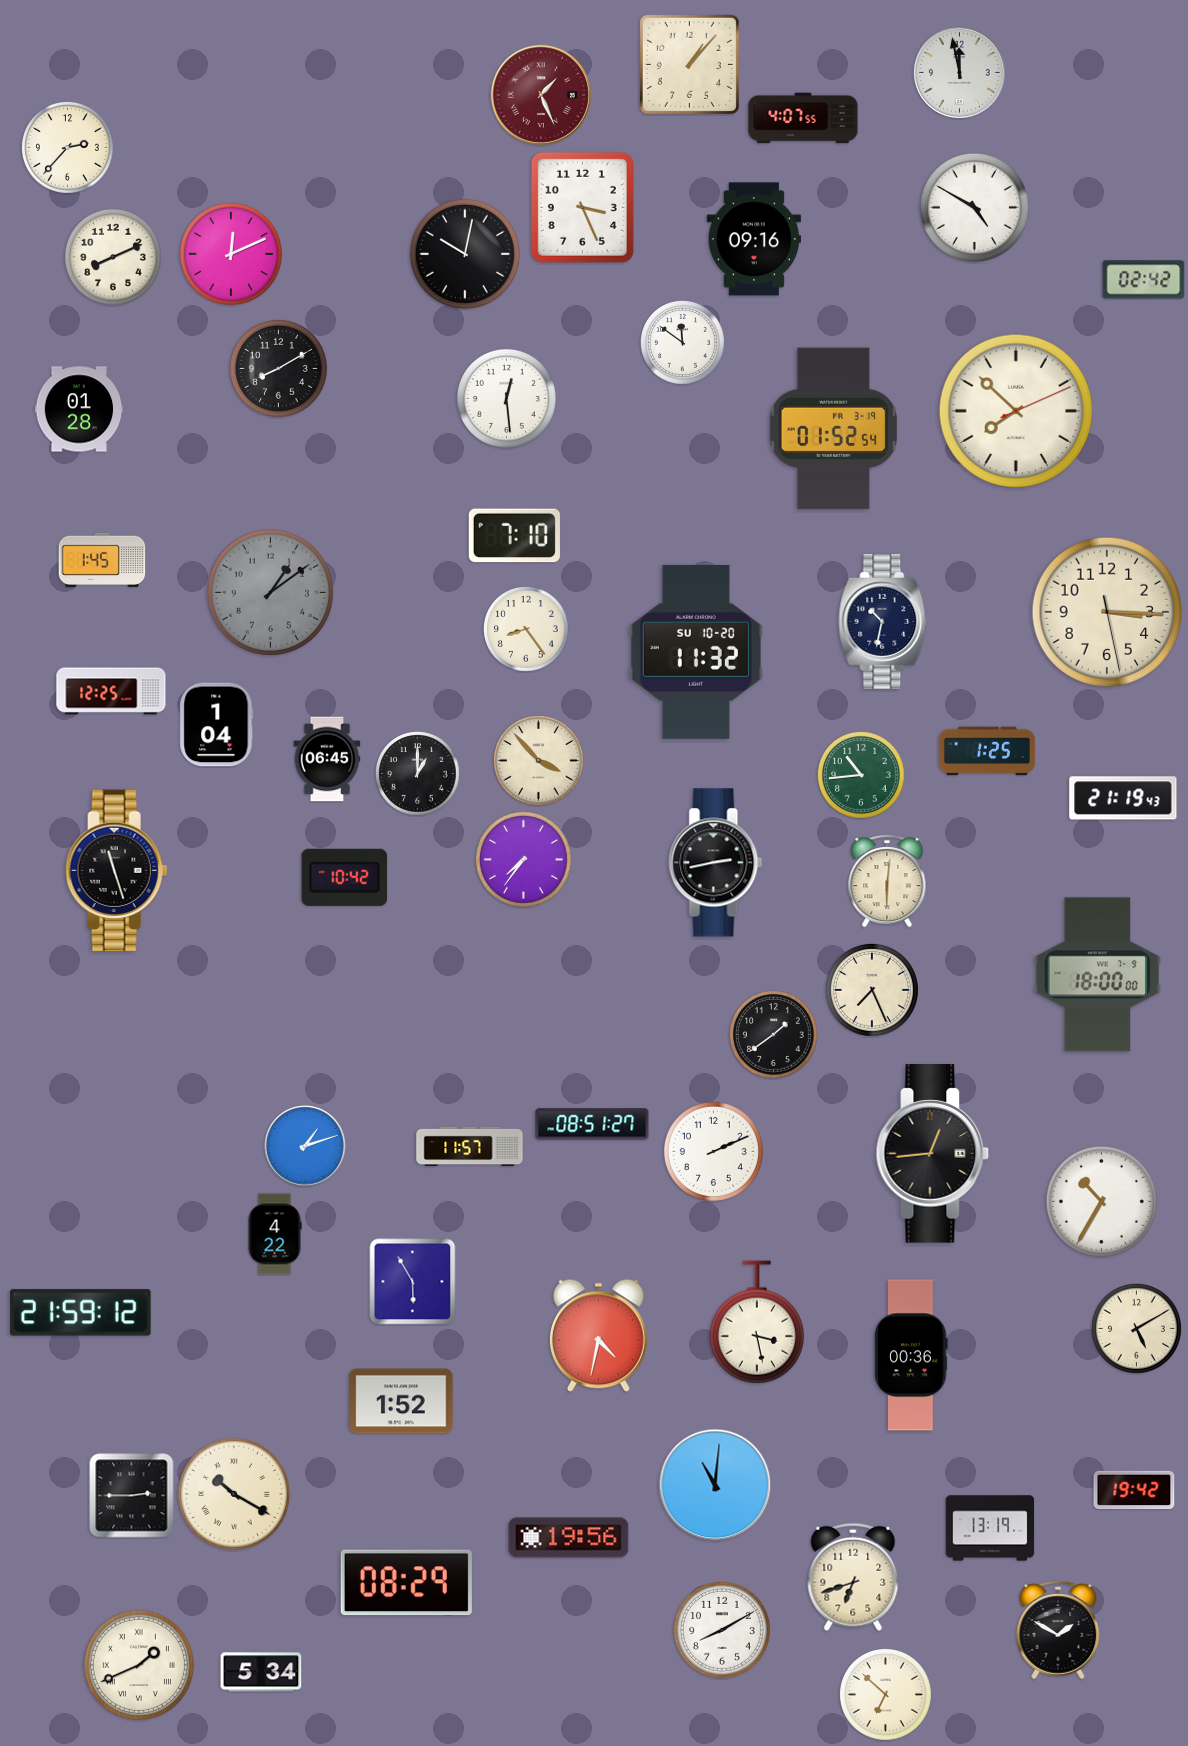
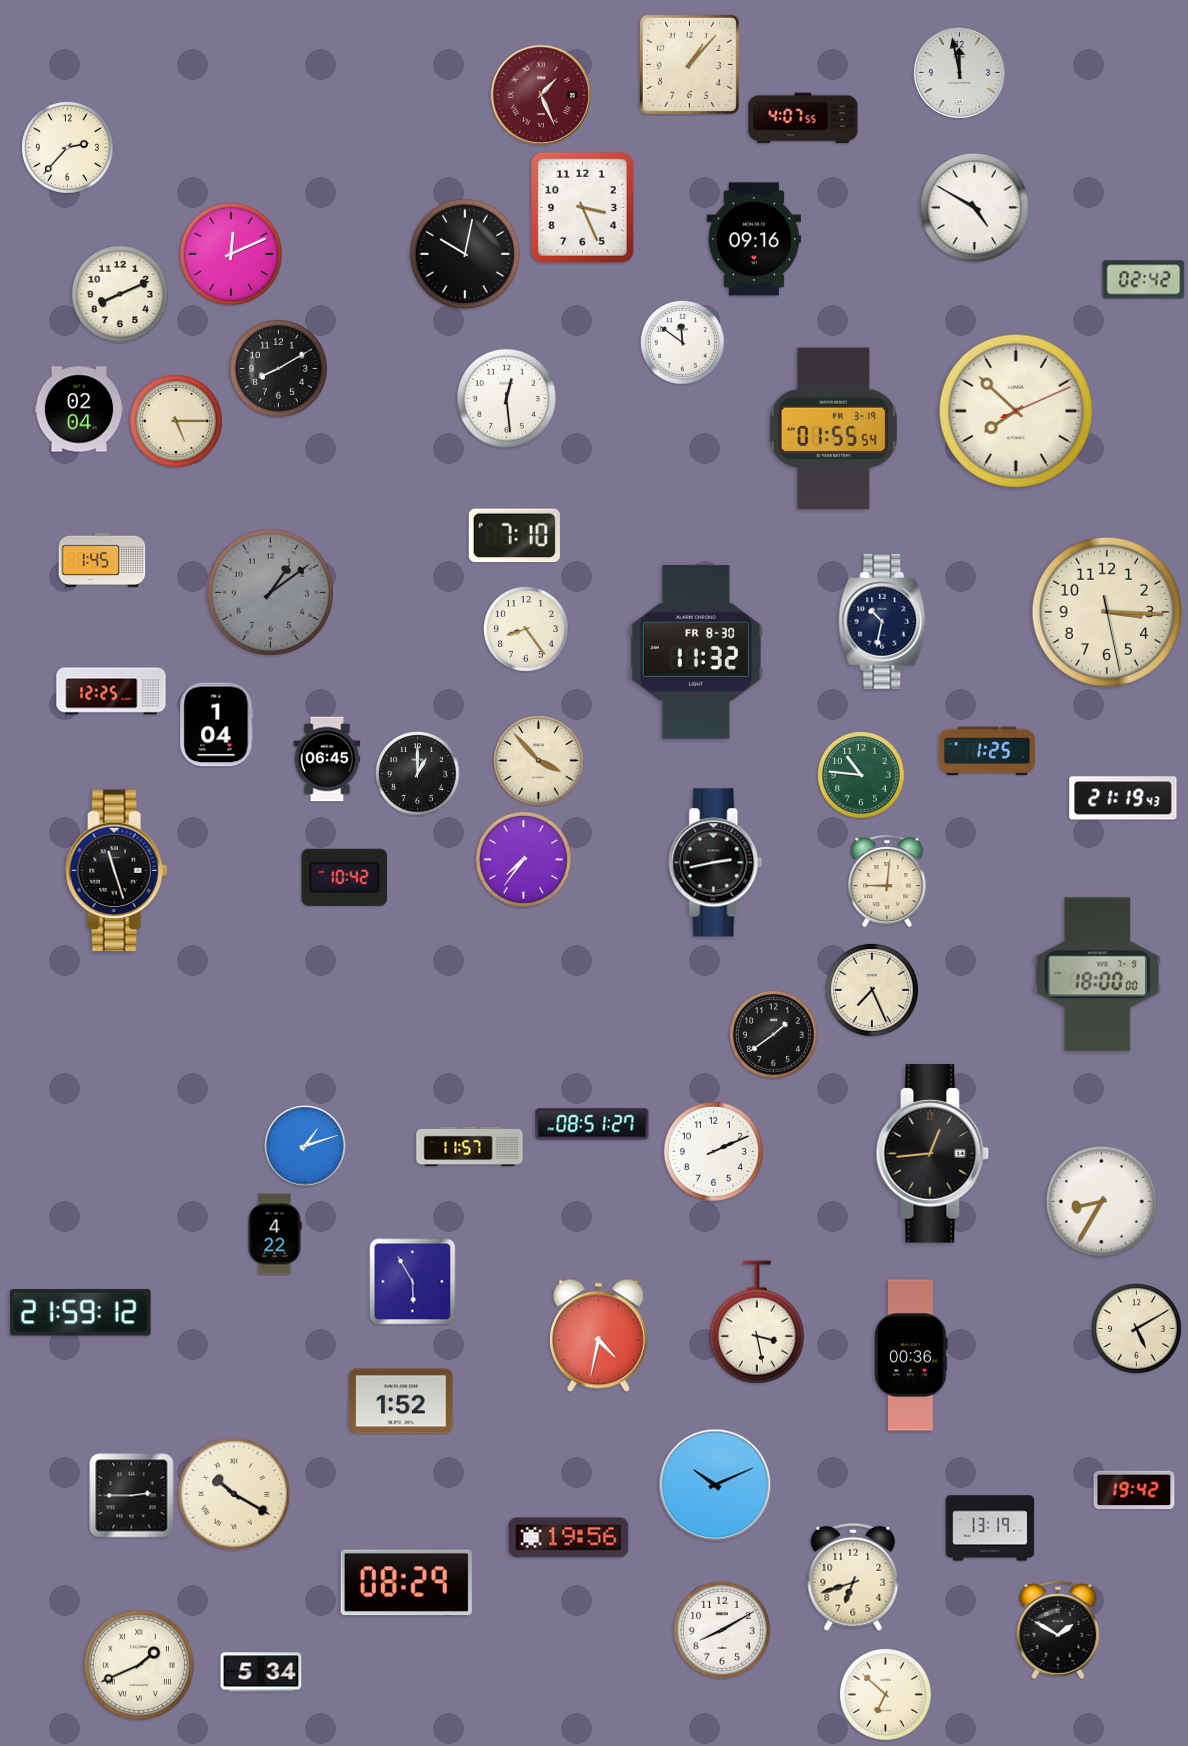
clock at (113, 257) position: (113, 257) -> (120, 294)
clock at (79, 409): 01:28 -> 02:04
clock at (176, 421): none -> 5:15
clock at (833, 429): 01:52 -> 01:55
clock at (696, 652) date: SU 10-20 -> FR 8-30
clock at (862, 776): 10:44 -> 10:46
clock at (887, 881): 6:01 -> 9:01
clock at (1101, 1201): 10:35 -> 8:35
clock at (715, 1485): 11:01 -> 10:11
